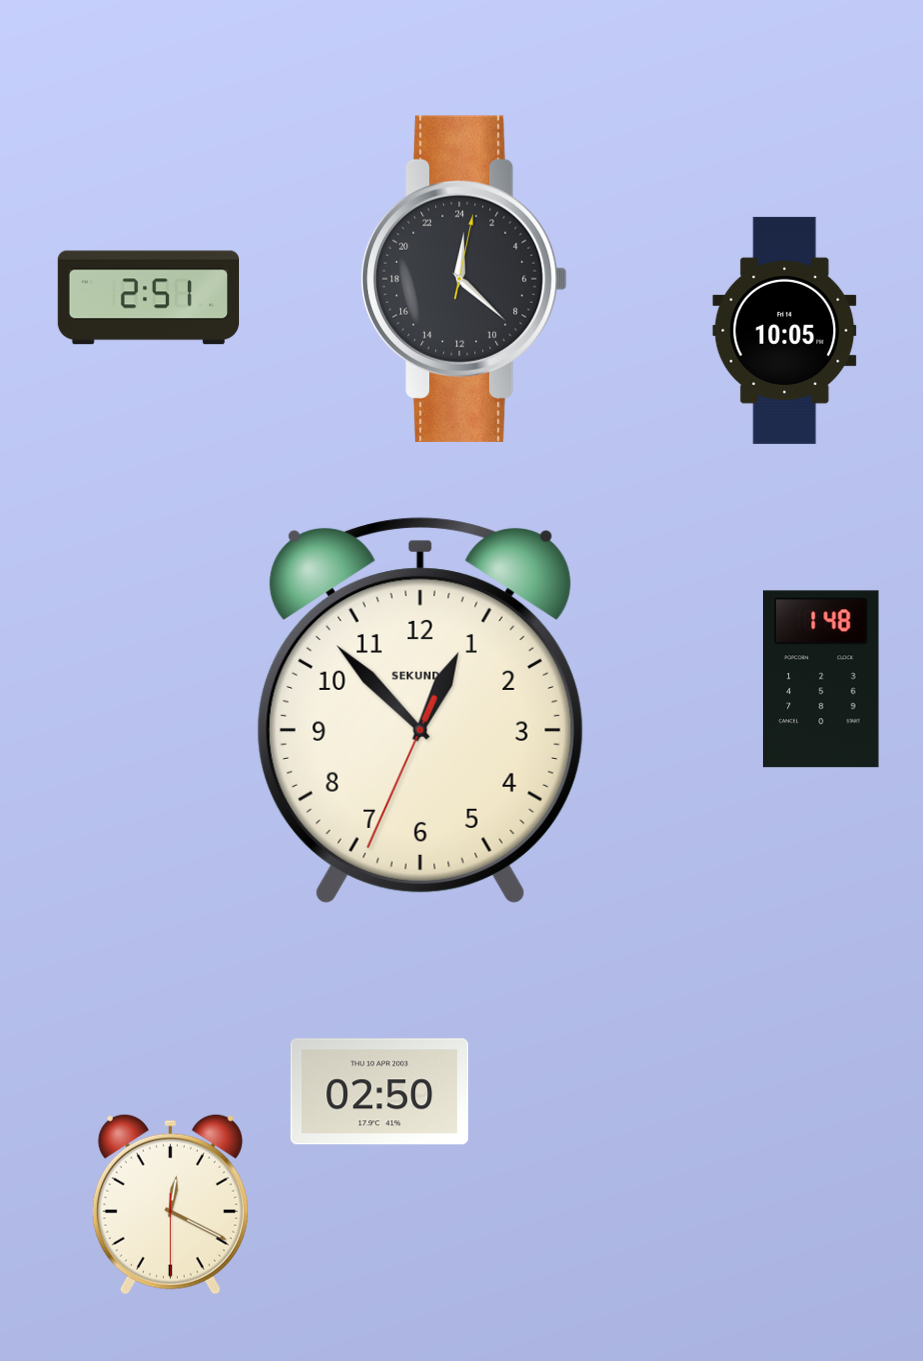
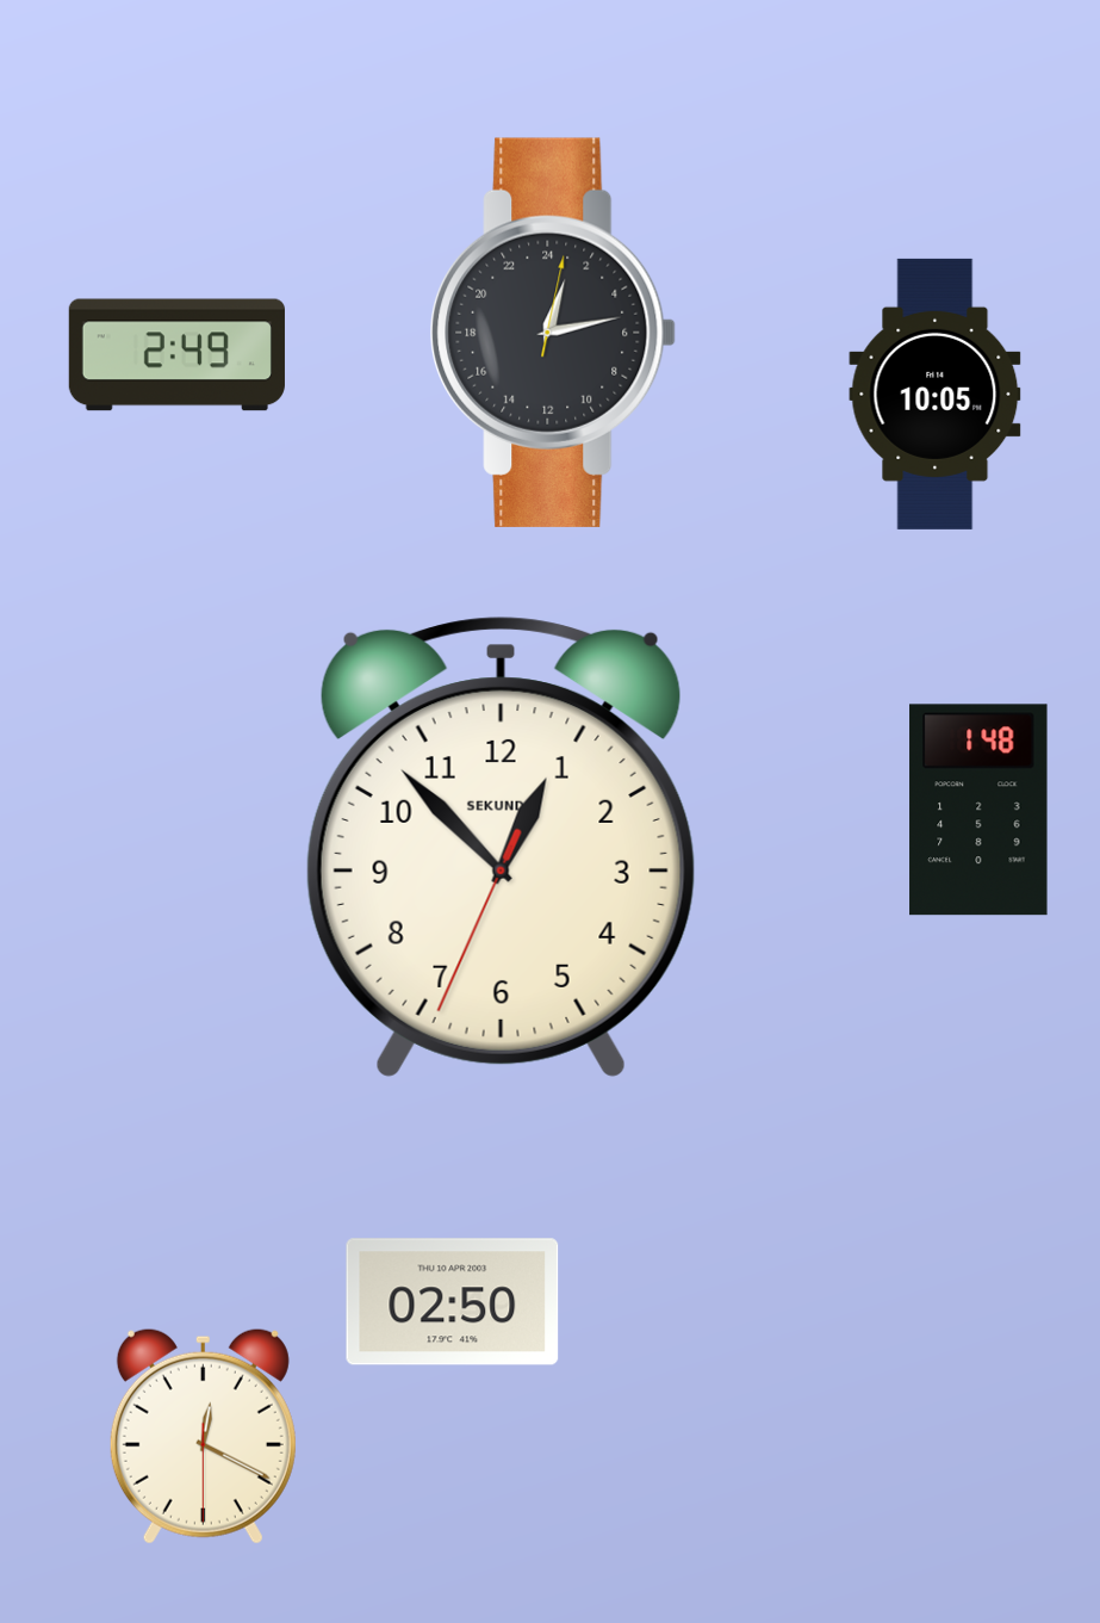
clock at (464, 279): 0:22 -> 1:13
clock at (148, 298): 2:51 -> 2:49
